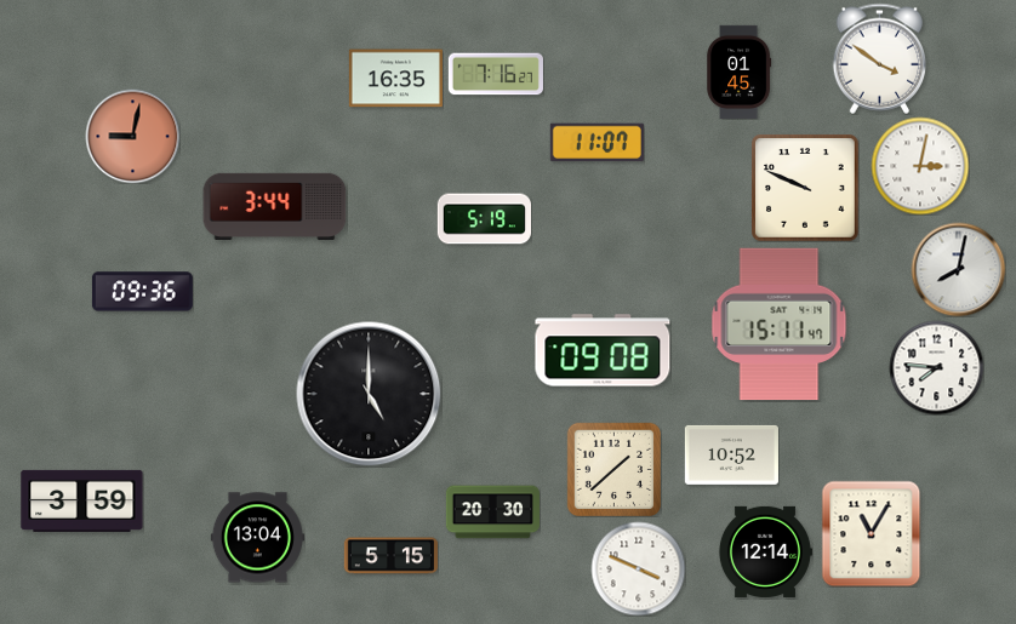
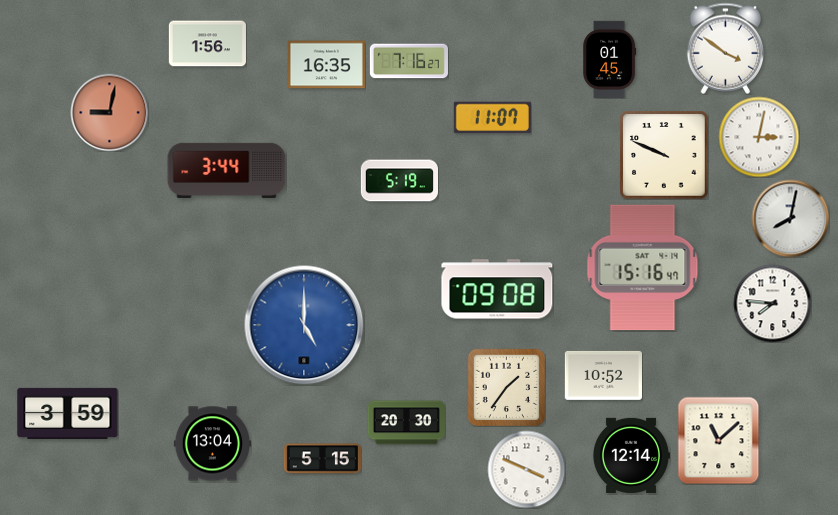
clock at (207, 44): none -> 1:56
clock at (958, 269) position: (958, 269) -> (790, 218)
clock at (142, 292): 09:36 -> none
clock at (780, 325): 15:11 -> 15:16
clock at (369, 394) dial: black -> blue
clock at (613, 469): 1:38 -> 1:36
clock at (872, 533): 11:05 -> 11:08
